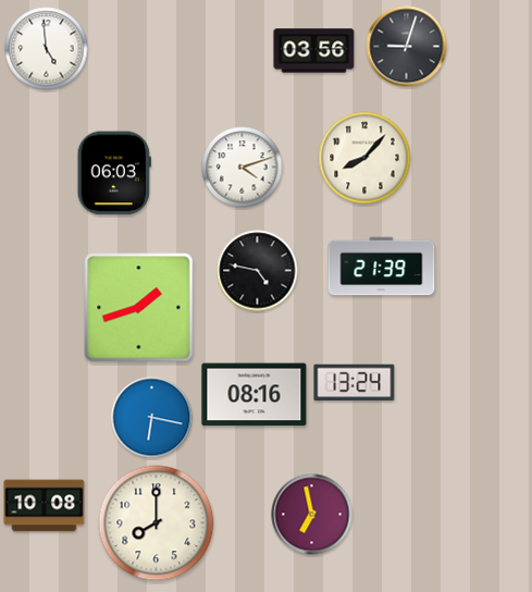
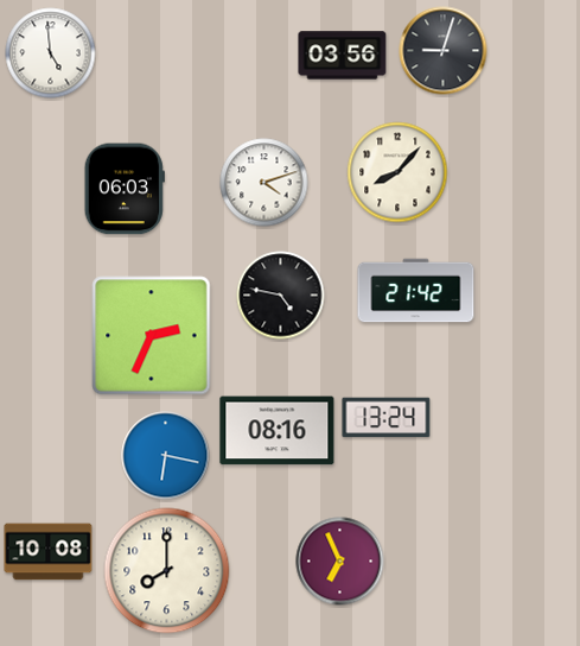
clock at (382, 267): 21:39 -> 21:42
clock at (139, 308): 1:42 -> 2:34
clock at (312, 515): 6:58 -> 6:56
clock at (157, 523) position: (157, 523) -> (167, 571)
